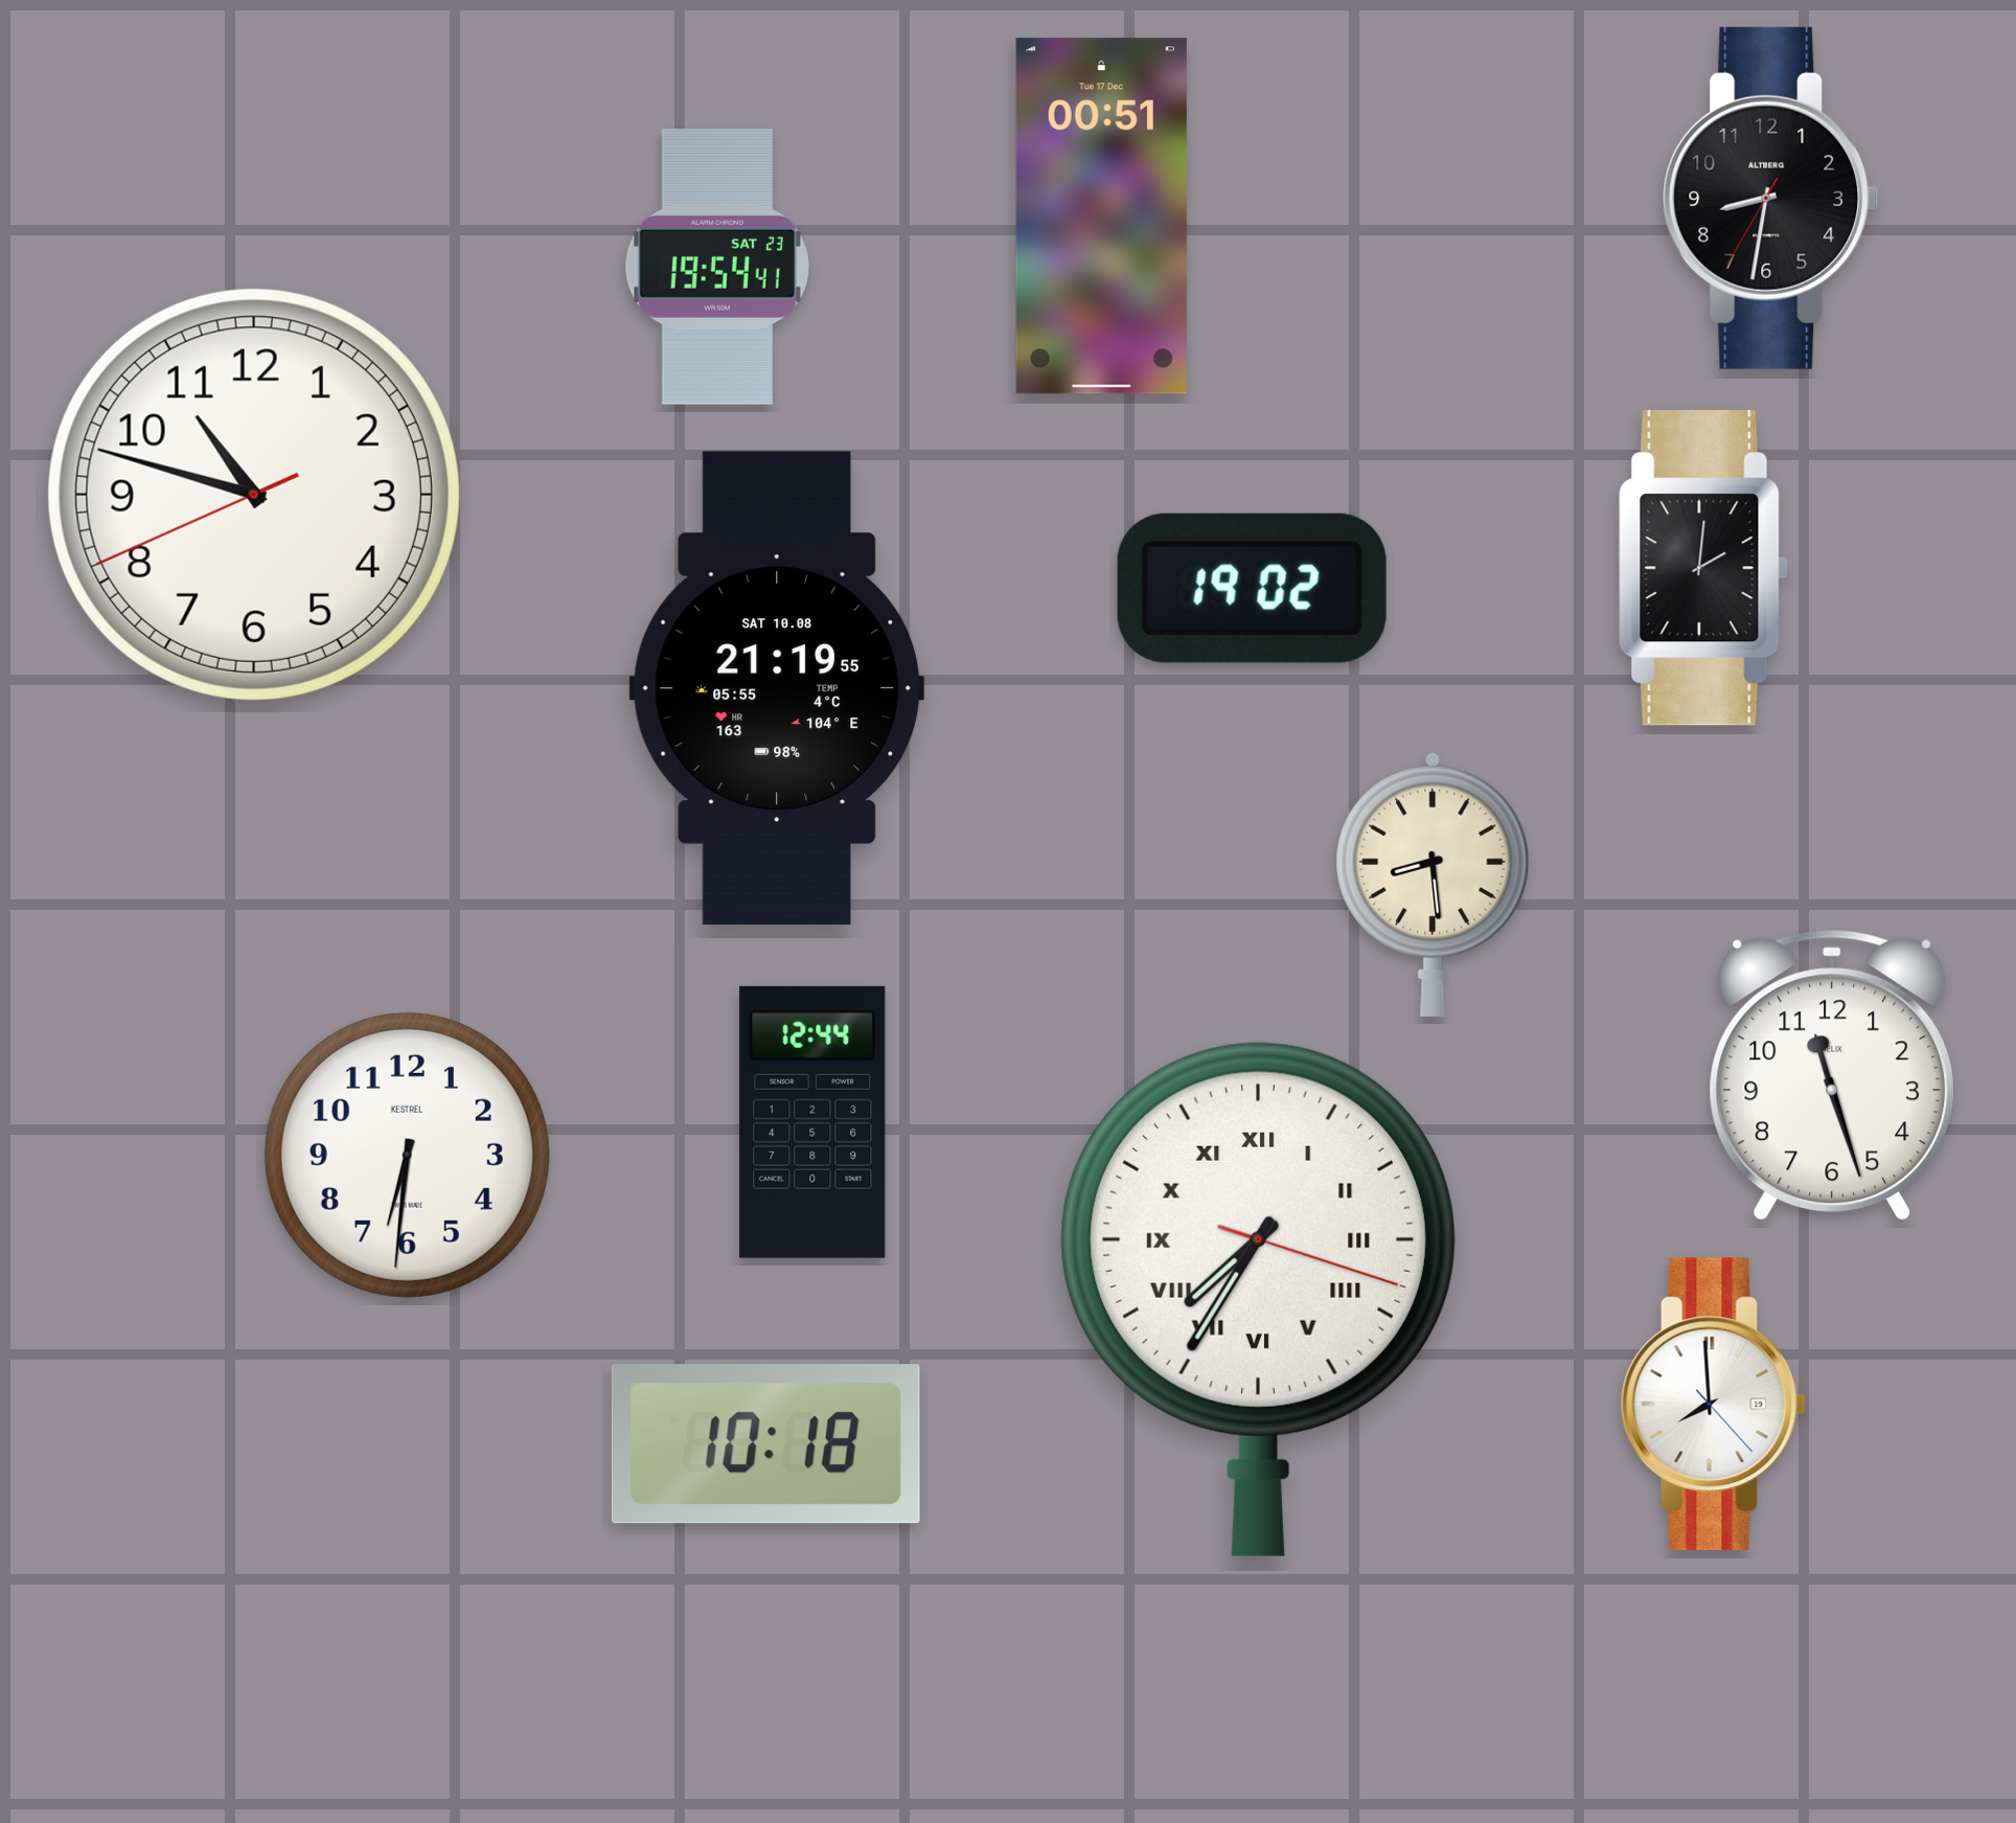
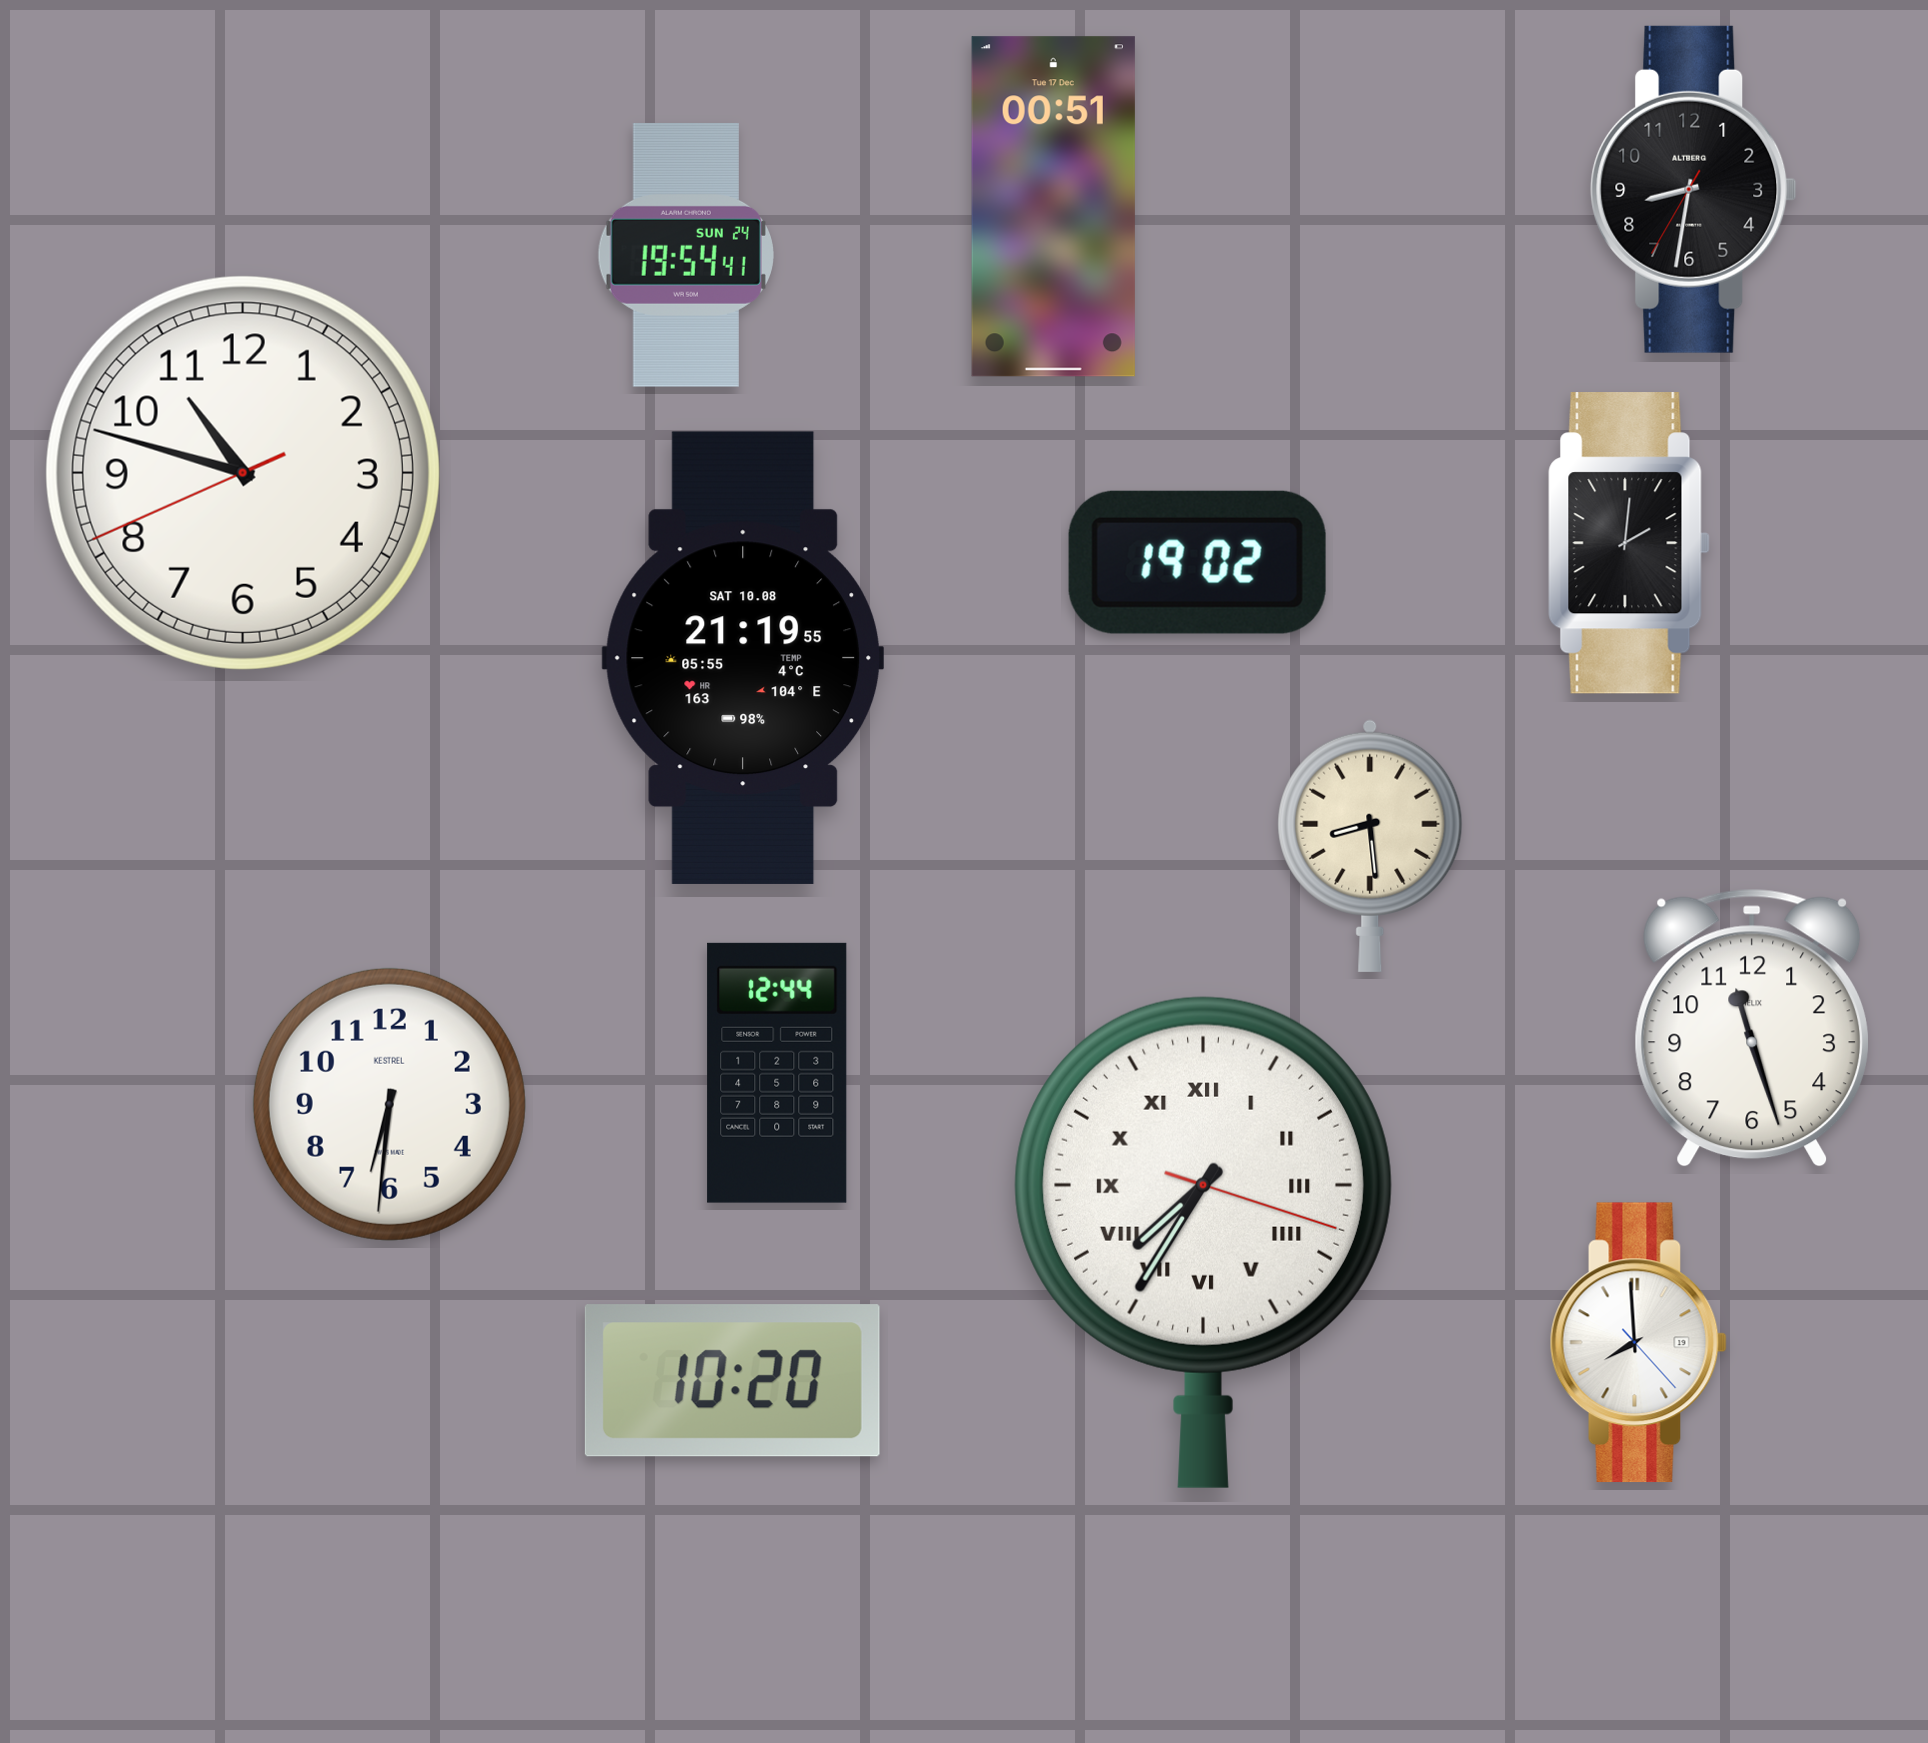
clock at (717, 267) date: SAT 23 -> SUN 24
clock at (765, 1444): 10:18 -> 10:20
